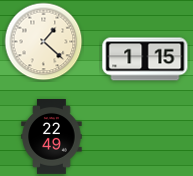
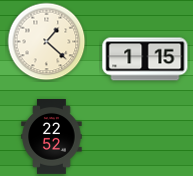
clock at (44, 42) position: (44, 42) -> (47, 42)
clock at (52, 137): 22:49 -> 22:52
